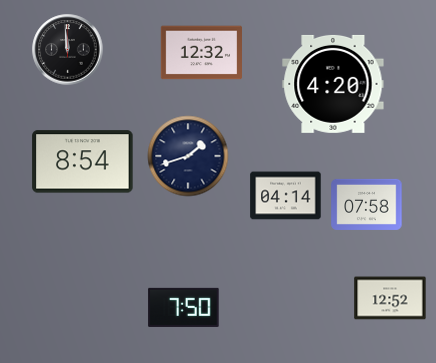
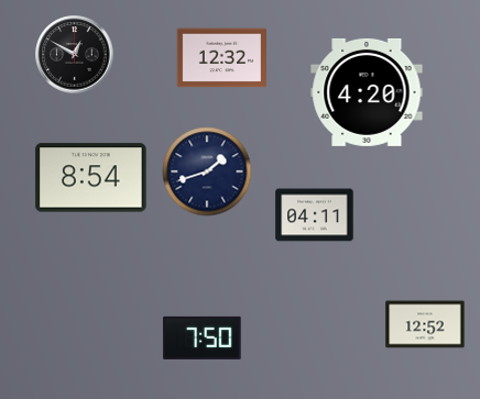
clock at (68, 50): 11:59 -> 12:50
clock at (286, 196): 04:14 -> 04:11
clock at (367, 204): 07:58 -> none
clock at (390, 298) position: (390, 298) -> (425, 324)
